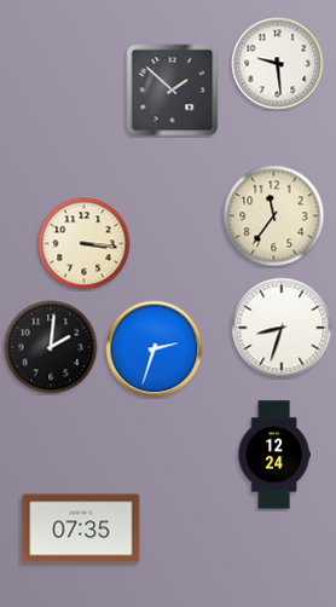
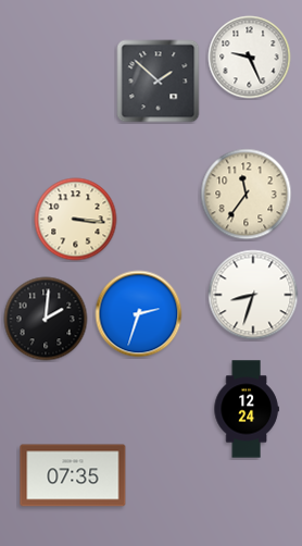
clock at (278, 64): 9:29 -> 9:26
clock at (173, 91) position: (173, 91) -> (159, 82)
clock at (51, 347) position: (51, 347) -> (46, 319)
